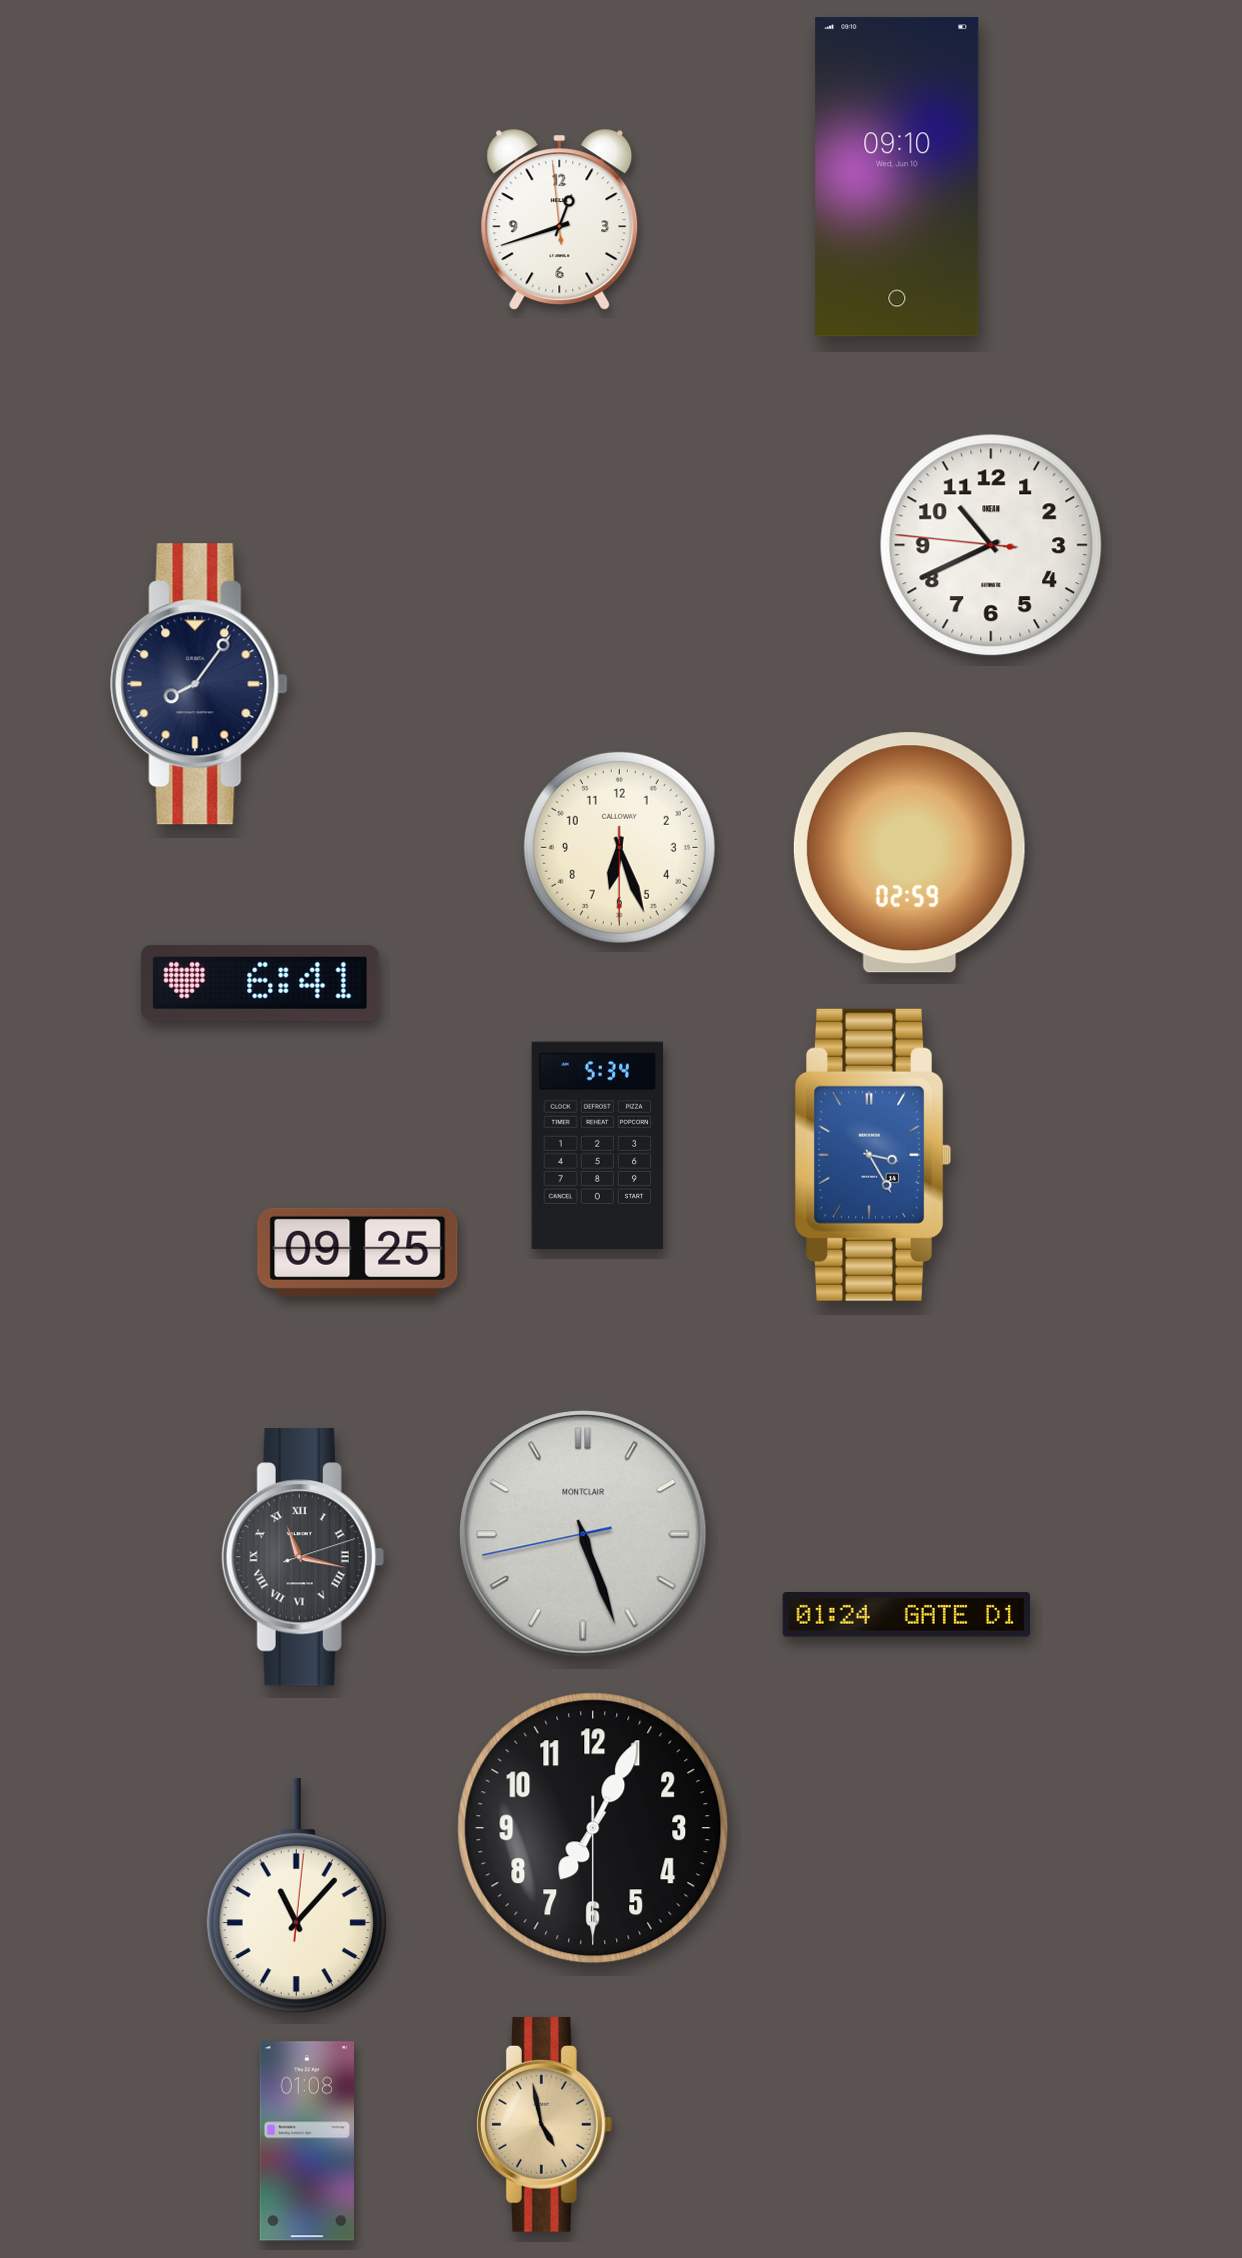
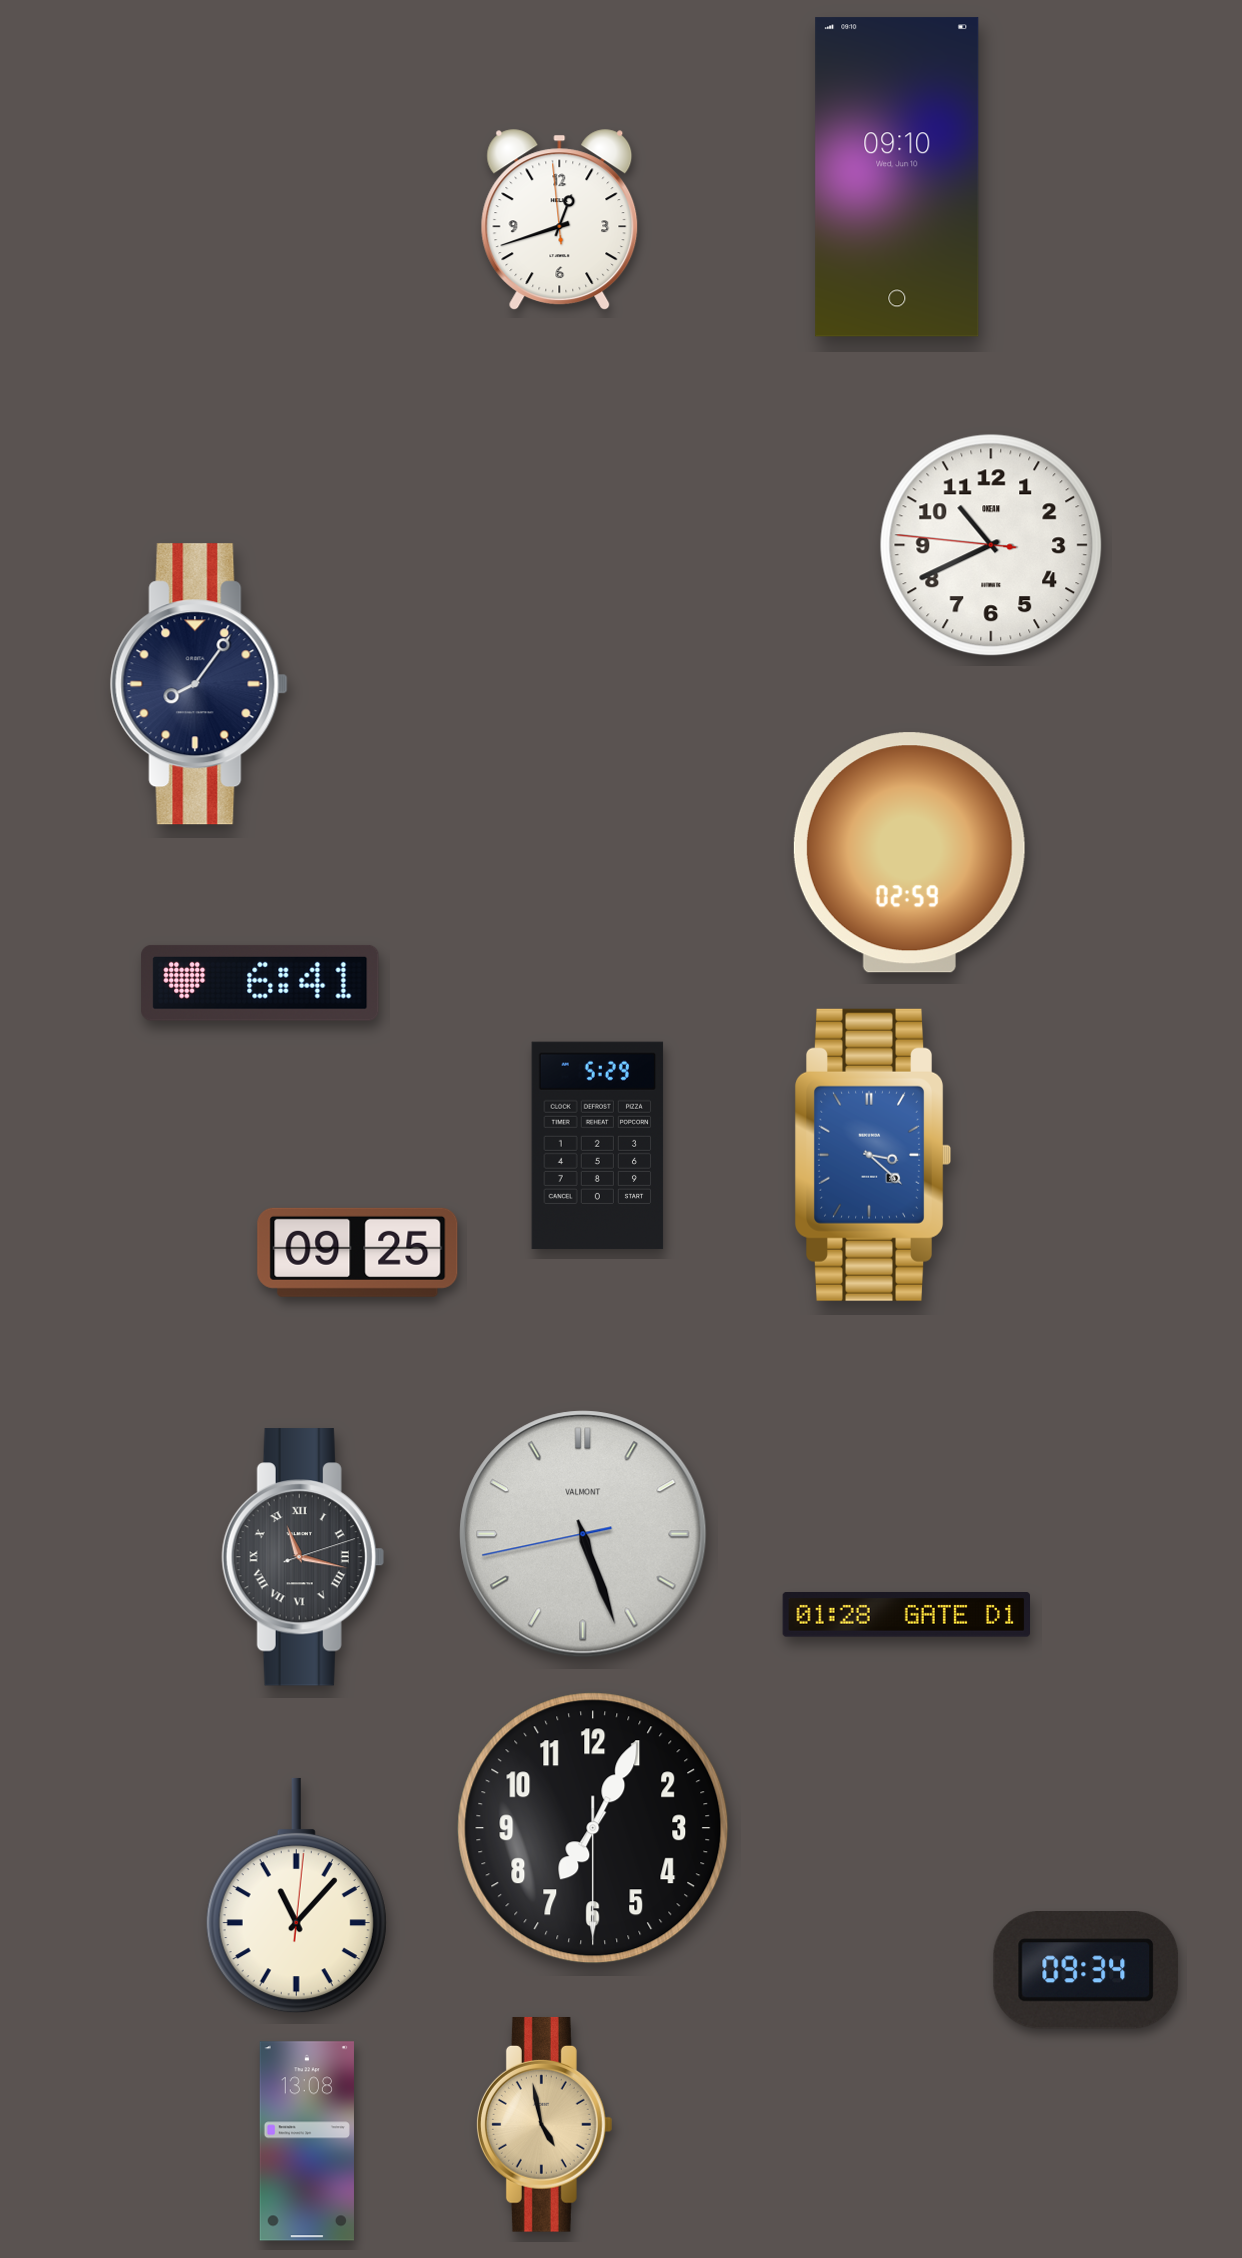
clock at (619, 847): 6:26 -> none
clock at (598, 1146): 5:34 -> 5:29
clock at (872, 1155): 3:25 -> 3:22
clock at (583, 1534) brand: MONTCLAIR -> VALMONT
clock at (907, 1615): 01:24 -> 01:28
clock at (1086, 1971): none -> 09:34
clock at (307, 2141): 01:08 -> 13:08
